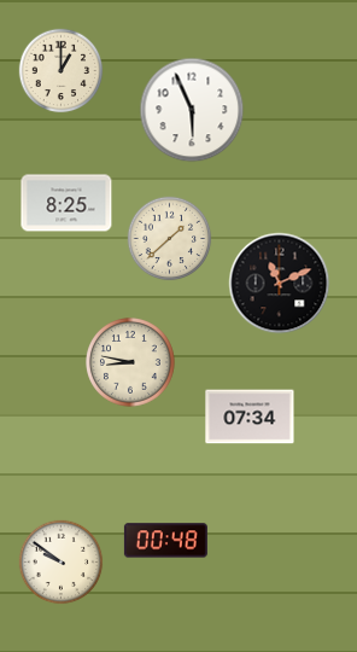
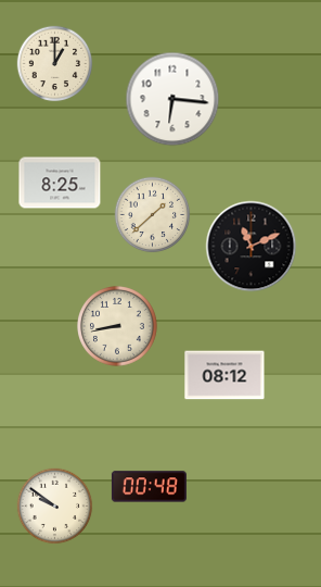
clock at (192, 110): 5:56 -> 6:16
clock at (280, 284) position: (280, 284) -> (252, 247)
clock at (131, 363): 8:47 -> 8:43
clock at (250, 417): 07:34 -> 08:12
